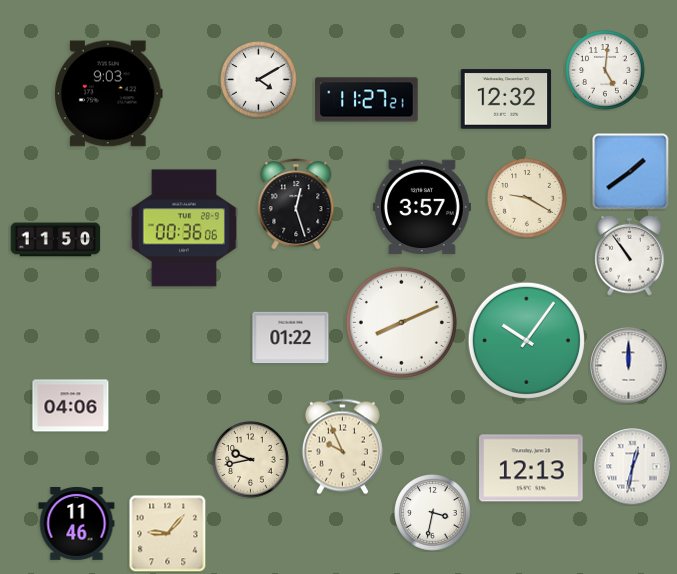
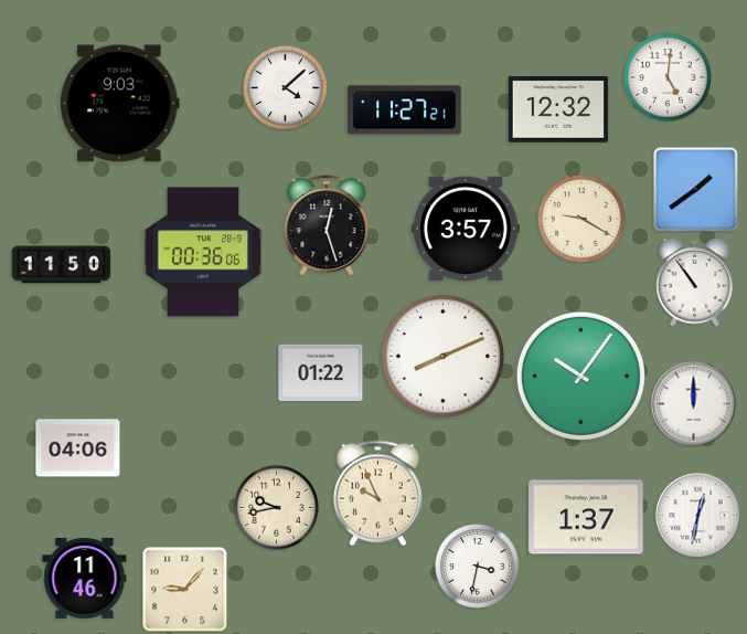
clock at (259, 80): 4:10 -> 4:08
clock at (531, 468): 12:13 -> 1:37
